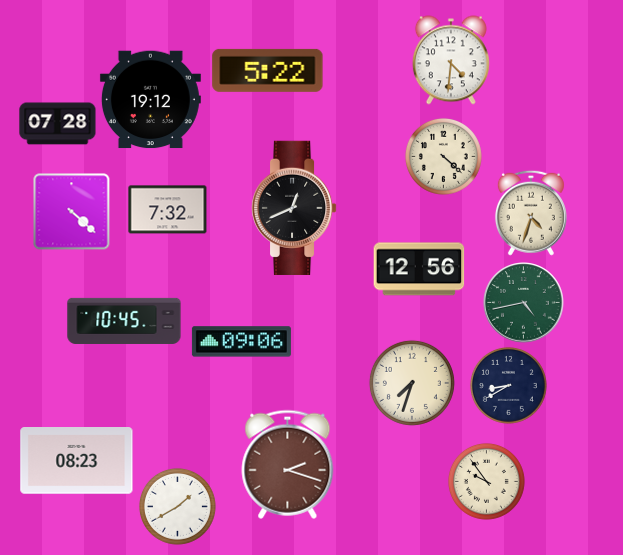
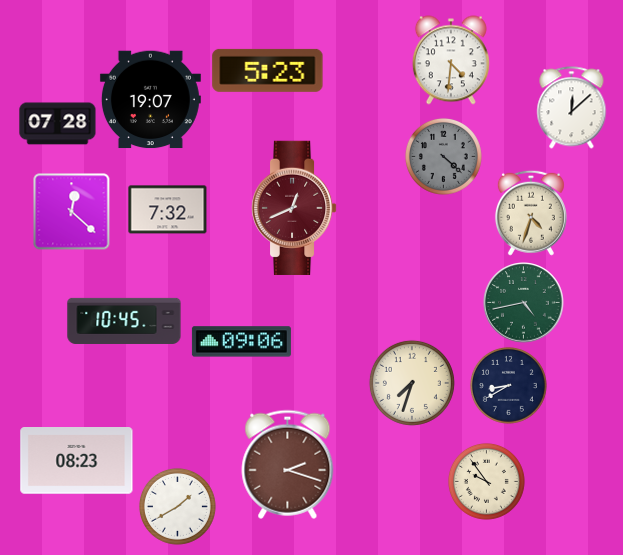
clock at (268, 70): 5:22 -> 5:23
clock at (150, 100): 19:12 -> 19:07
clock at (572, 108): none -> 12:08
clock at (443, 156) dial: cream -> grey
clock at (294, 207) dial: black -> burgundy
clock at (72, 212): 4:22 -> 12:22
clock at (419, 269): 12:56 -> none
